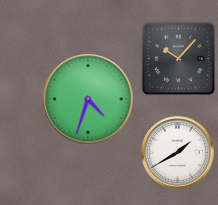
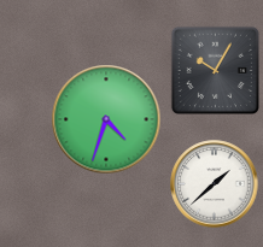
clock at (178, 58): 10:07 -> 10:05
clock at (178, 153): 1:40 -> 1:38
